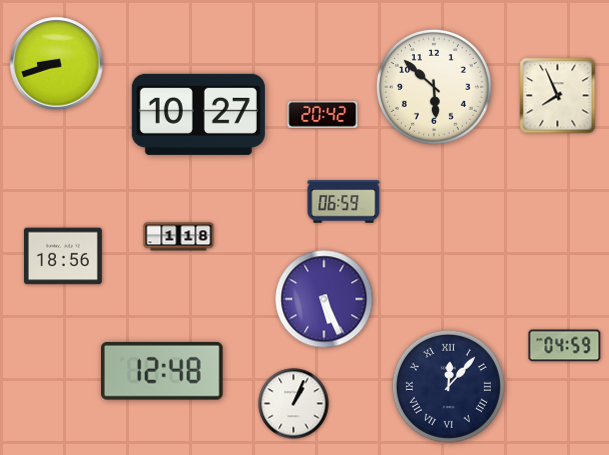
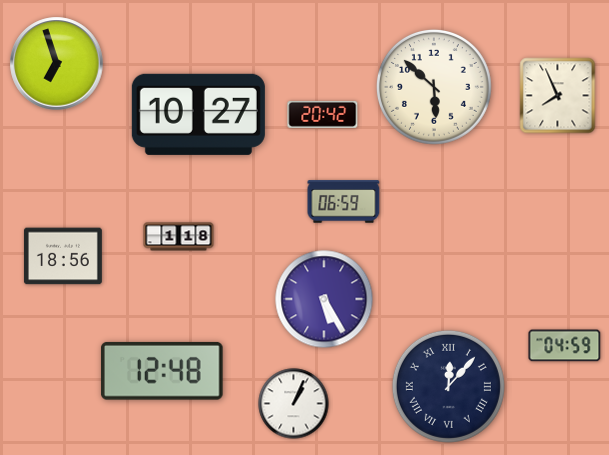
clock at (57, 64): 8:42 -> 6:57
clock at (324, 299): 5:26 -> 5:25
